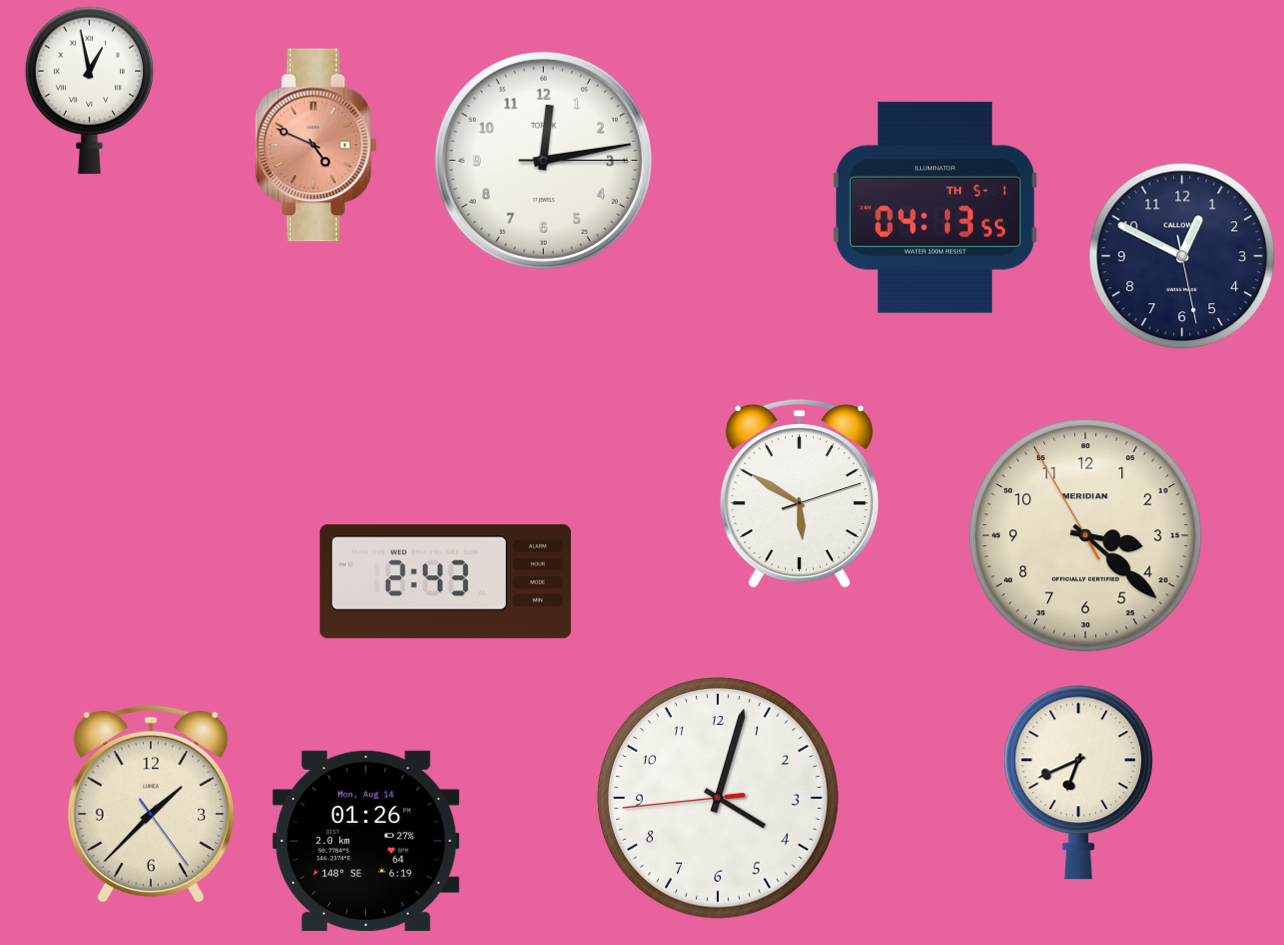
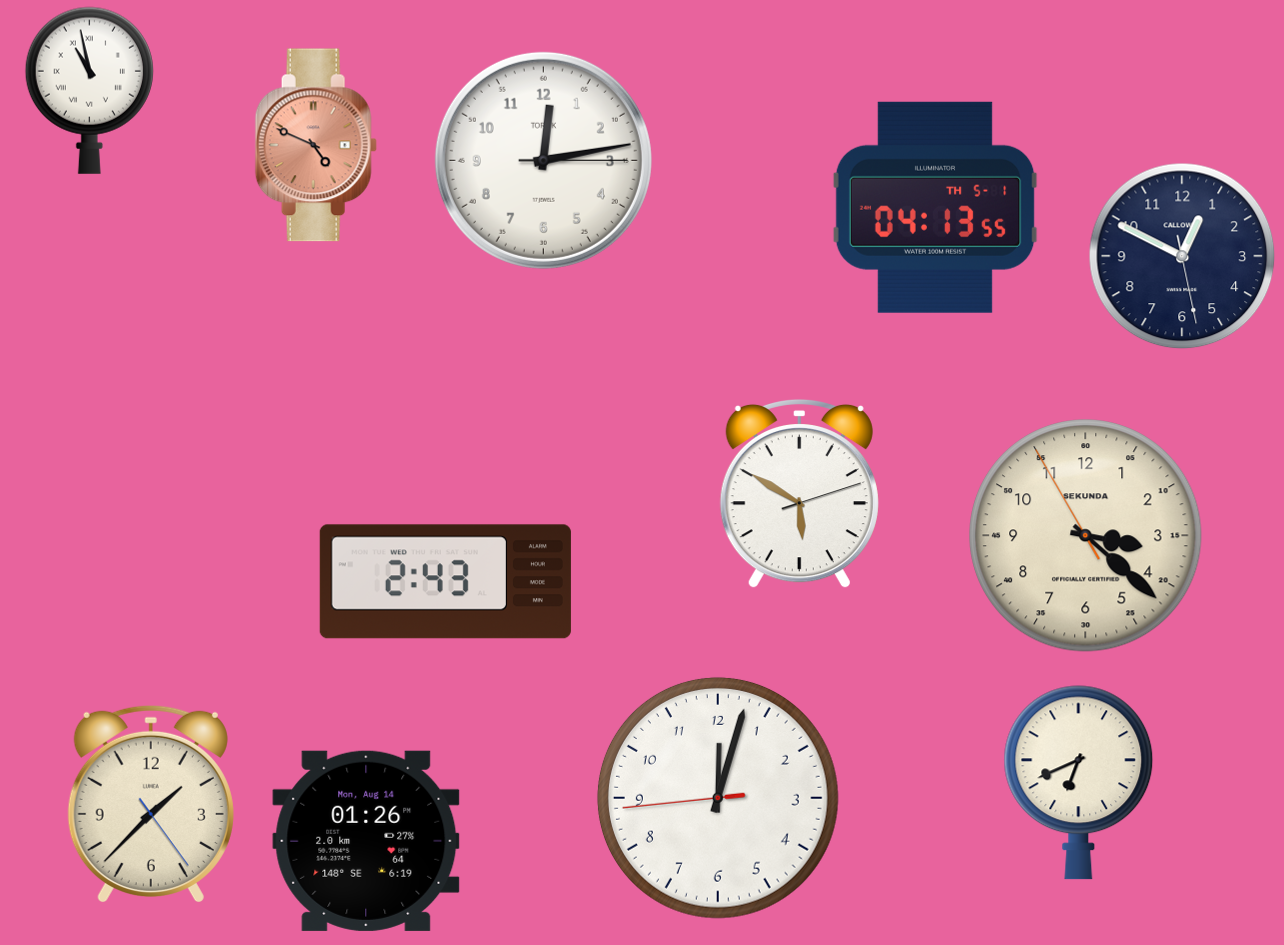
clock at (89, 90): 12:58 -> 10:58
clock at (1086, 536) brand: MERIDIAN -> SEKUNDA
clock at (718, 798): 4:02 -> 12:02
